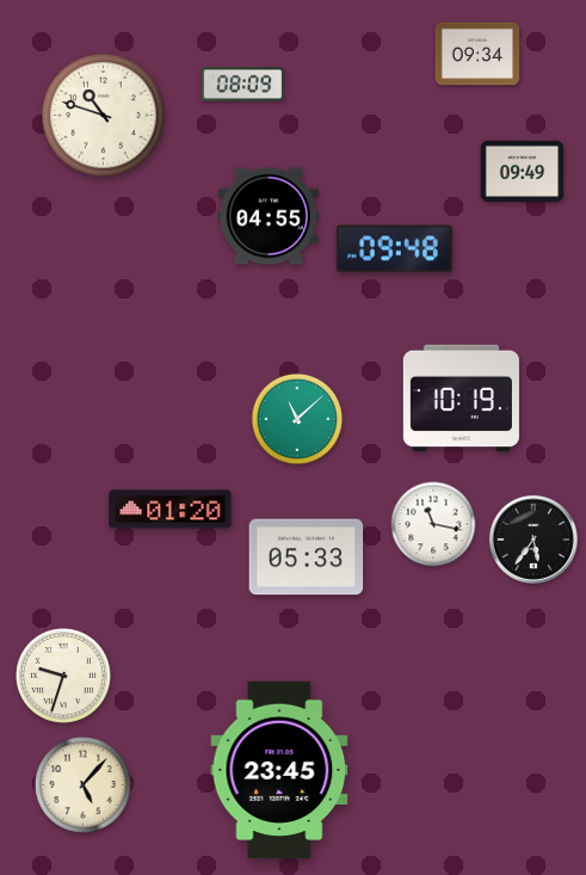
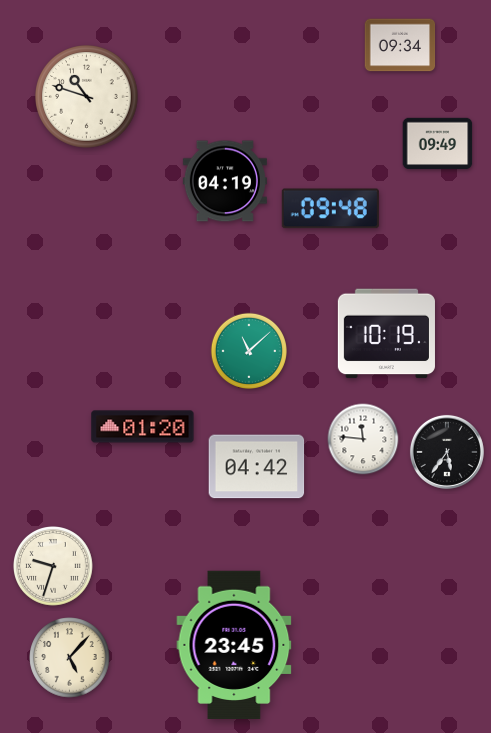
clock at (243, 85): 08:09 -> none
clock at (269, 216): 04:55 -> 04:19
clock at (433, 524): 11:17 -> 11:46
clock at (307, 557): 05:33 -> 04:42
